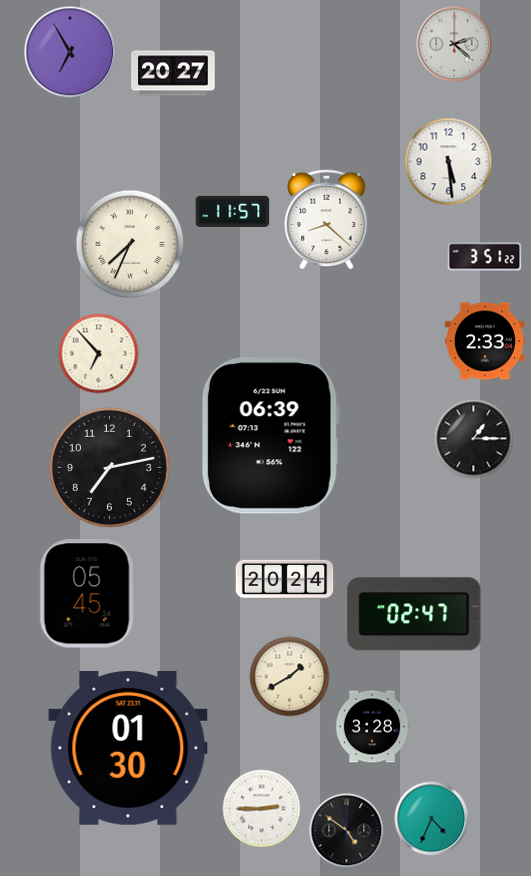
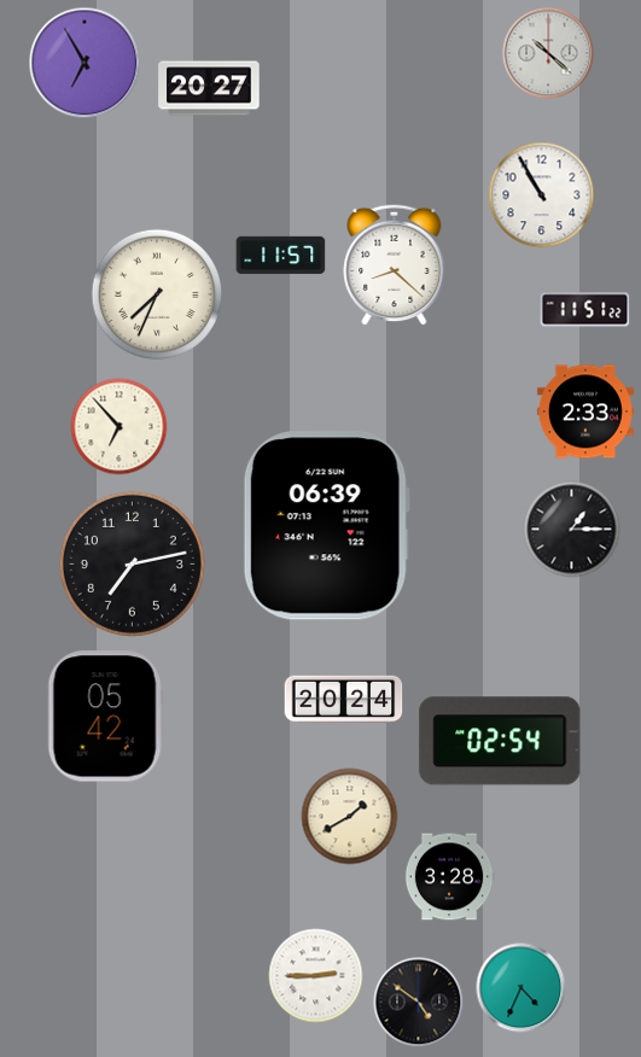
clock at (454, 44): 2:22 -> 10:22
clock at (449, 162): 5:29 -> 10:55
clock at (485, 257): 3:51 -> 11:51
clock at (87, 594): 05:45 -> 05:42
clock at (414, 614): 02:47 -> 02:54
clock at (128, 749): 01:30 -> none
